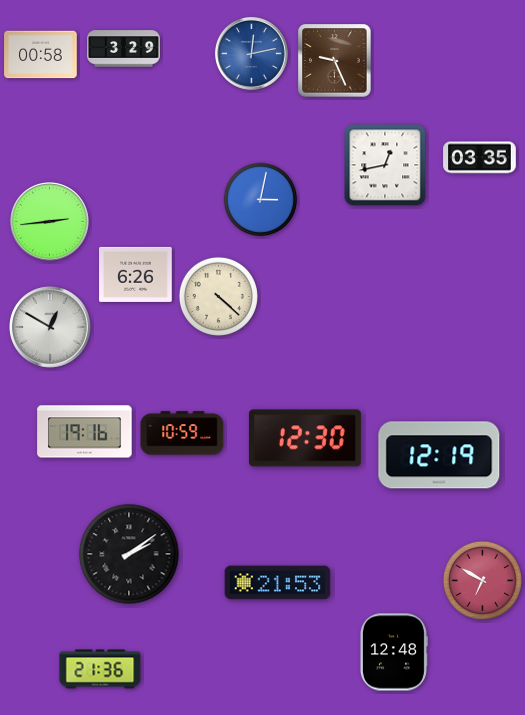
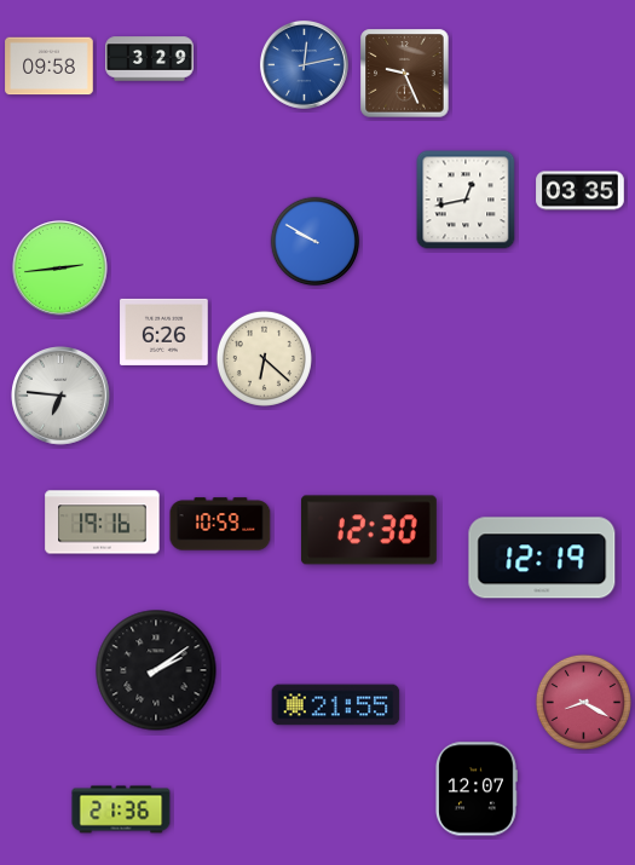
clock at (41, 55): 00:58 -> 09:58
clock at (261, 200): 3:02 -> 9:50
clock at (218, 296): 4:22 -> 6:22
clock at (51, 328): 12:50 -> 6:46
clock at (439, 455) position: (439, 455) -> (542, 558)
clock at (482, 580): 6:50 -> 8:20
clock at (278, 583): 21:53 -> 21:55
clock at (393, 652): 12:48 -> 12:07
